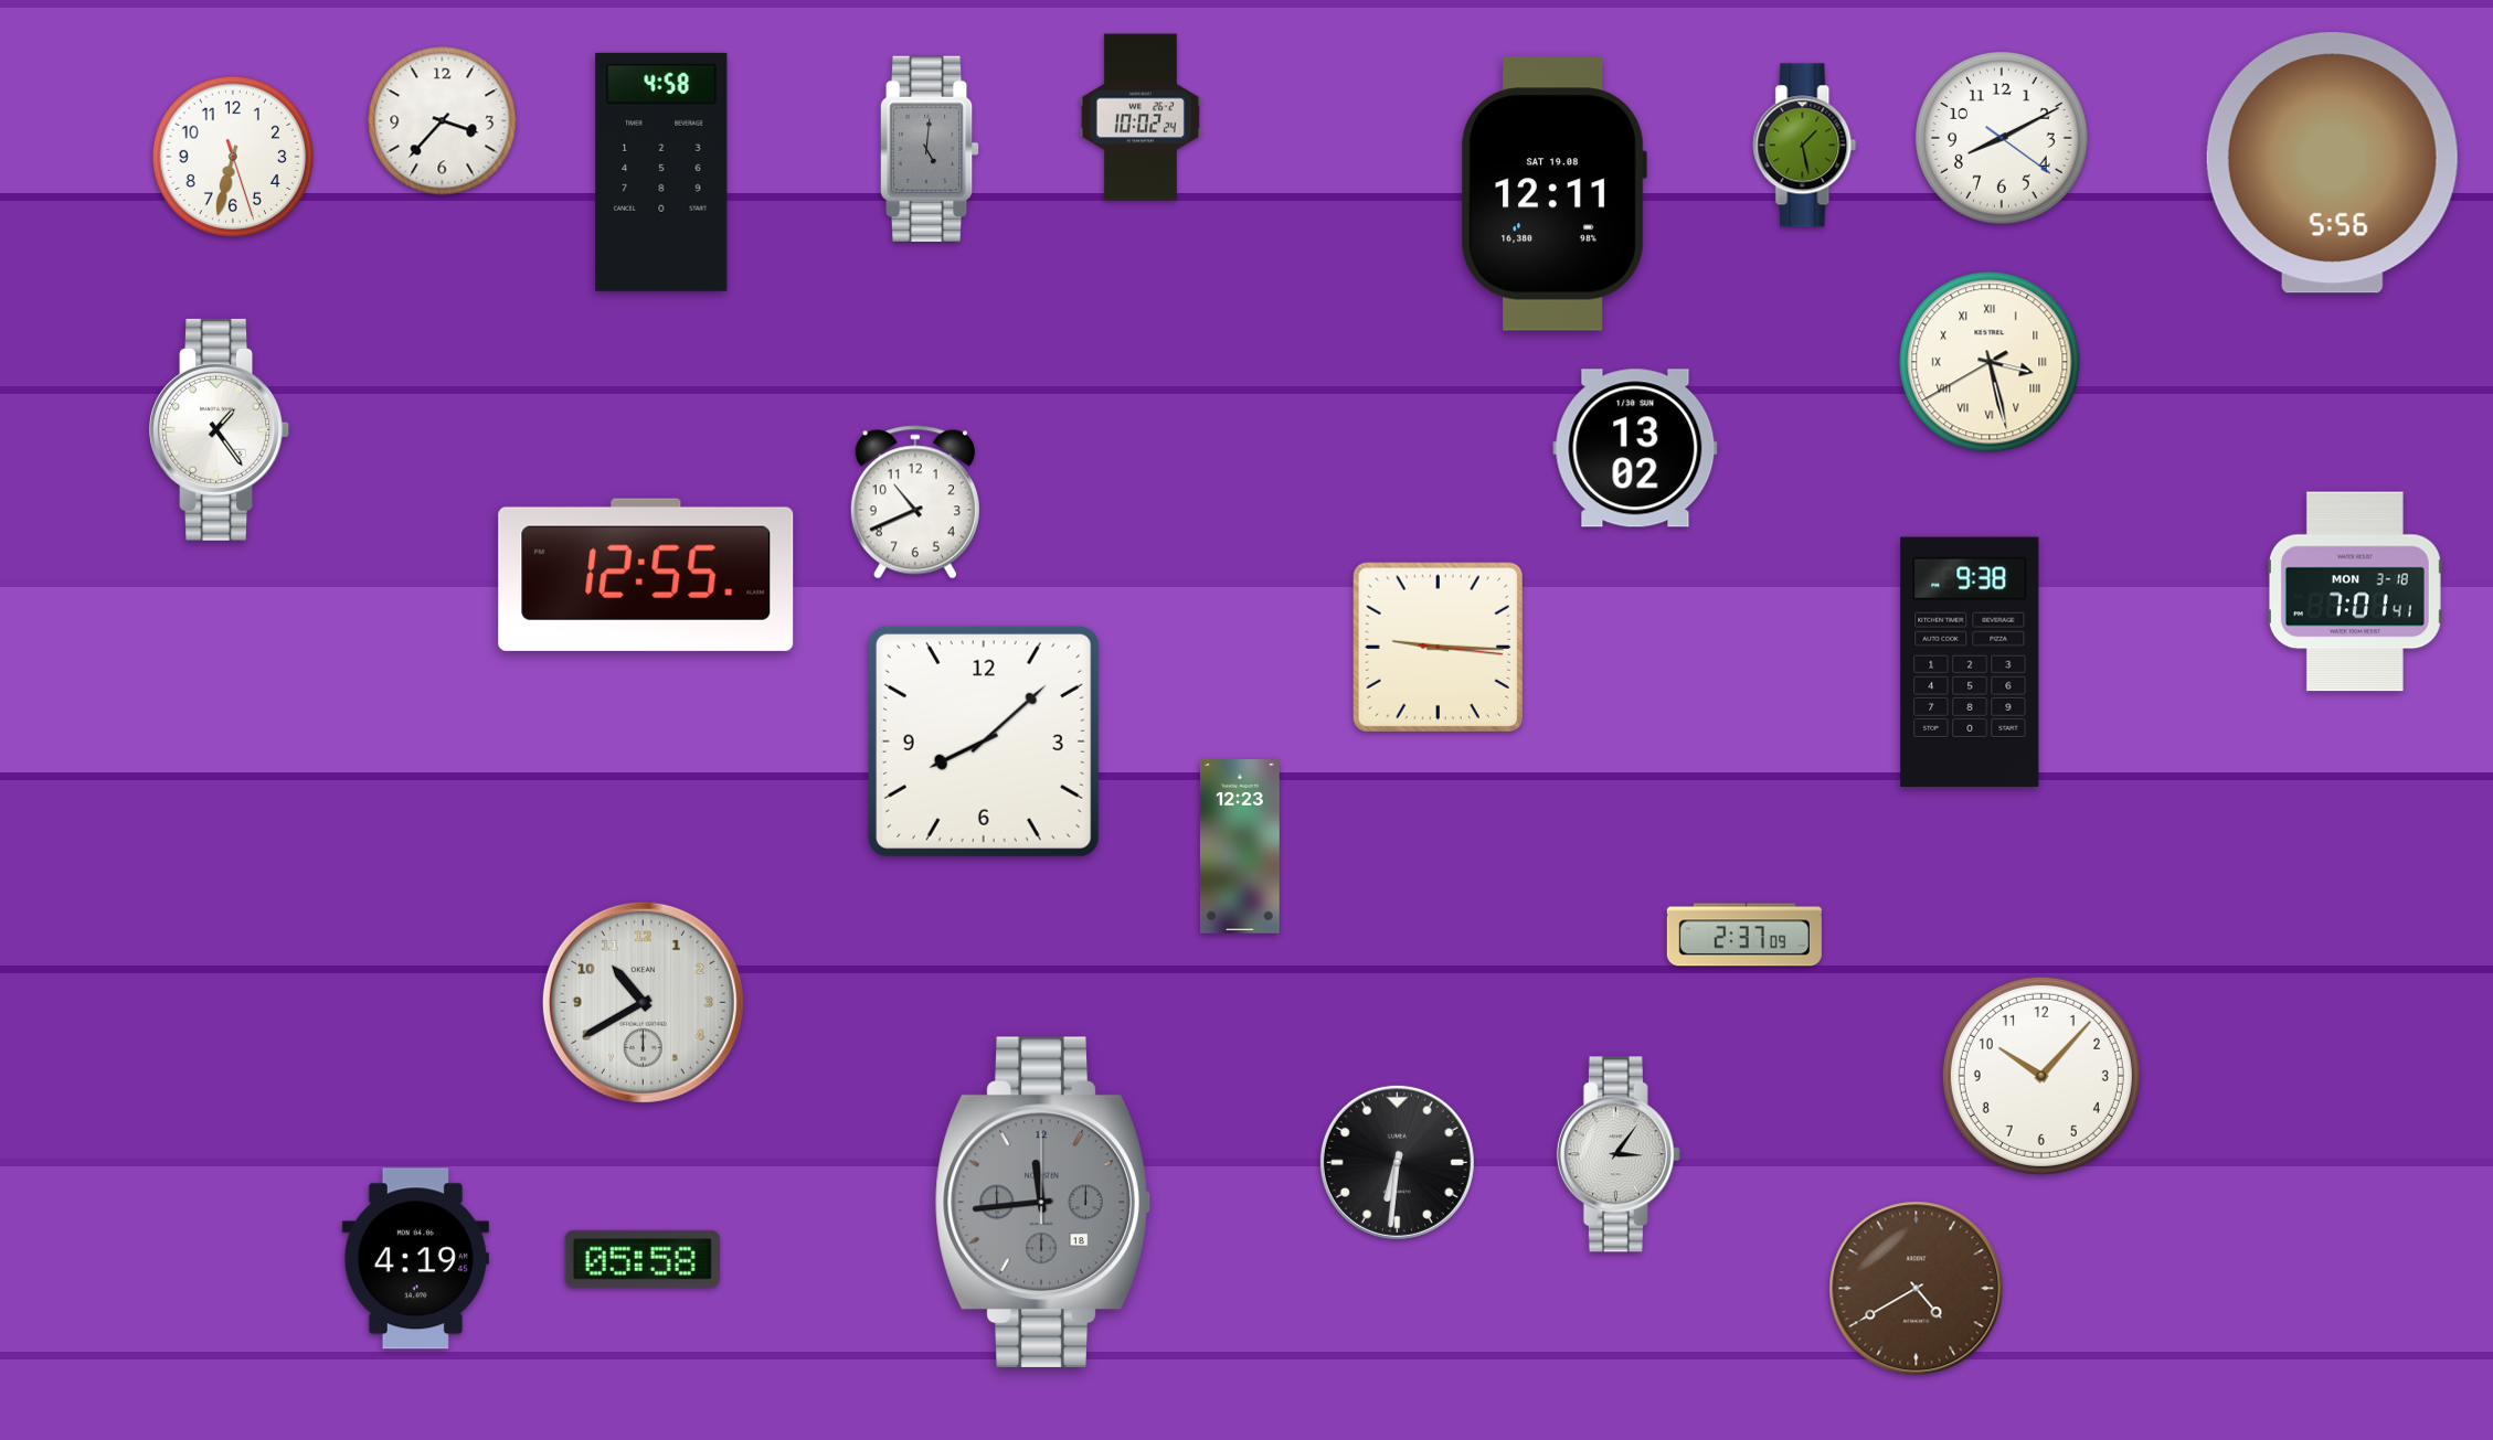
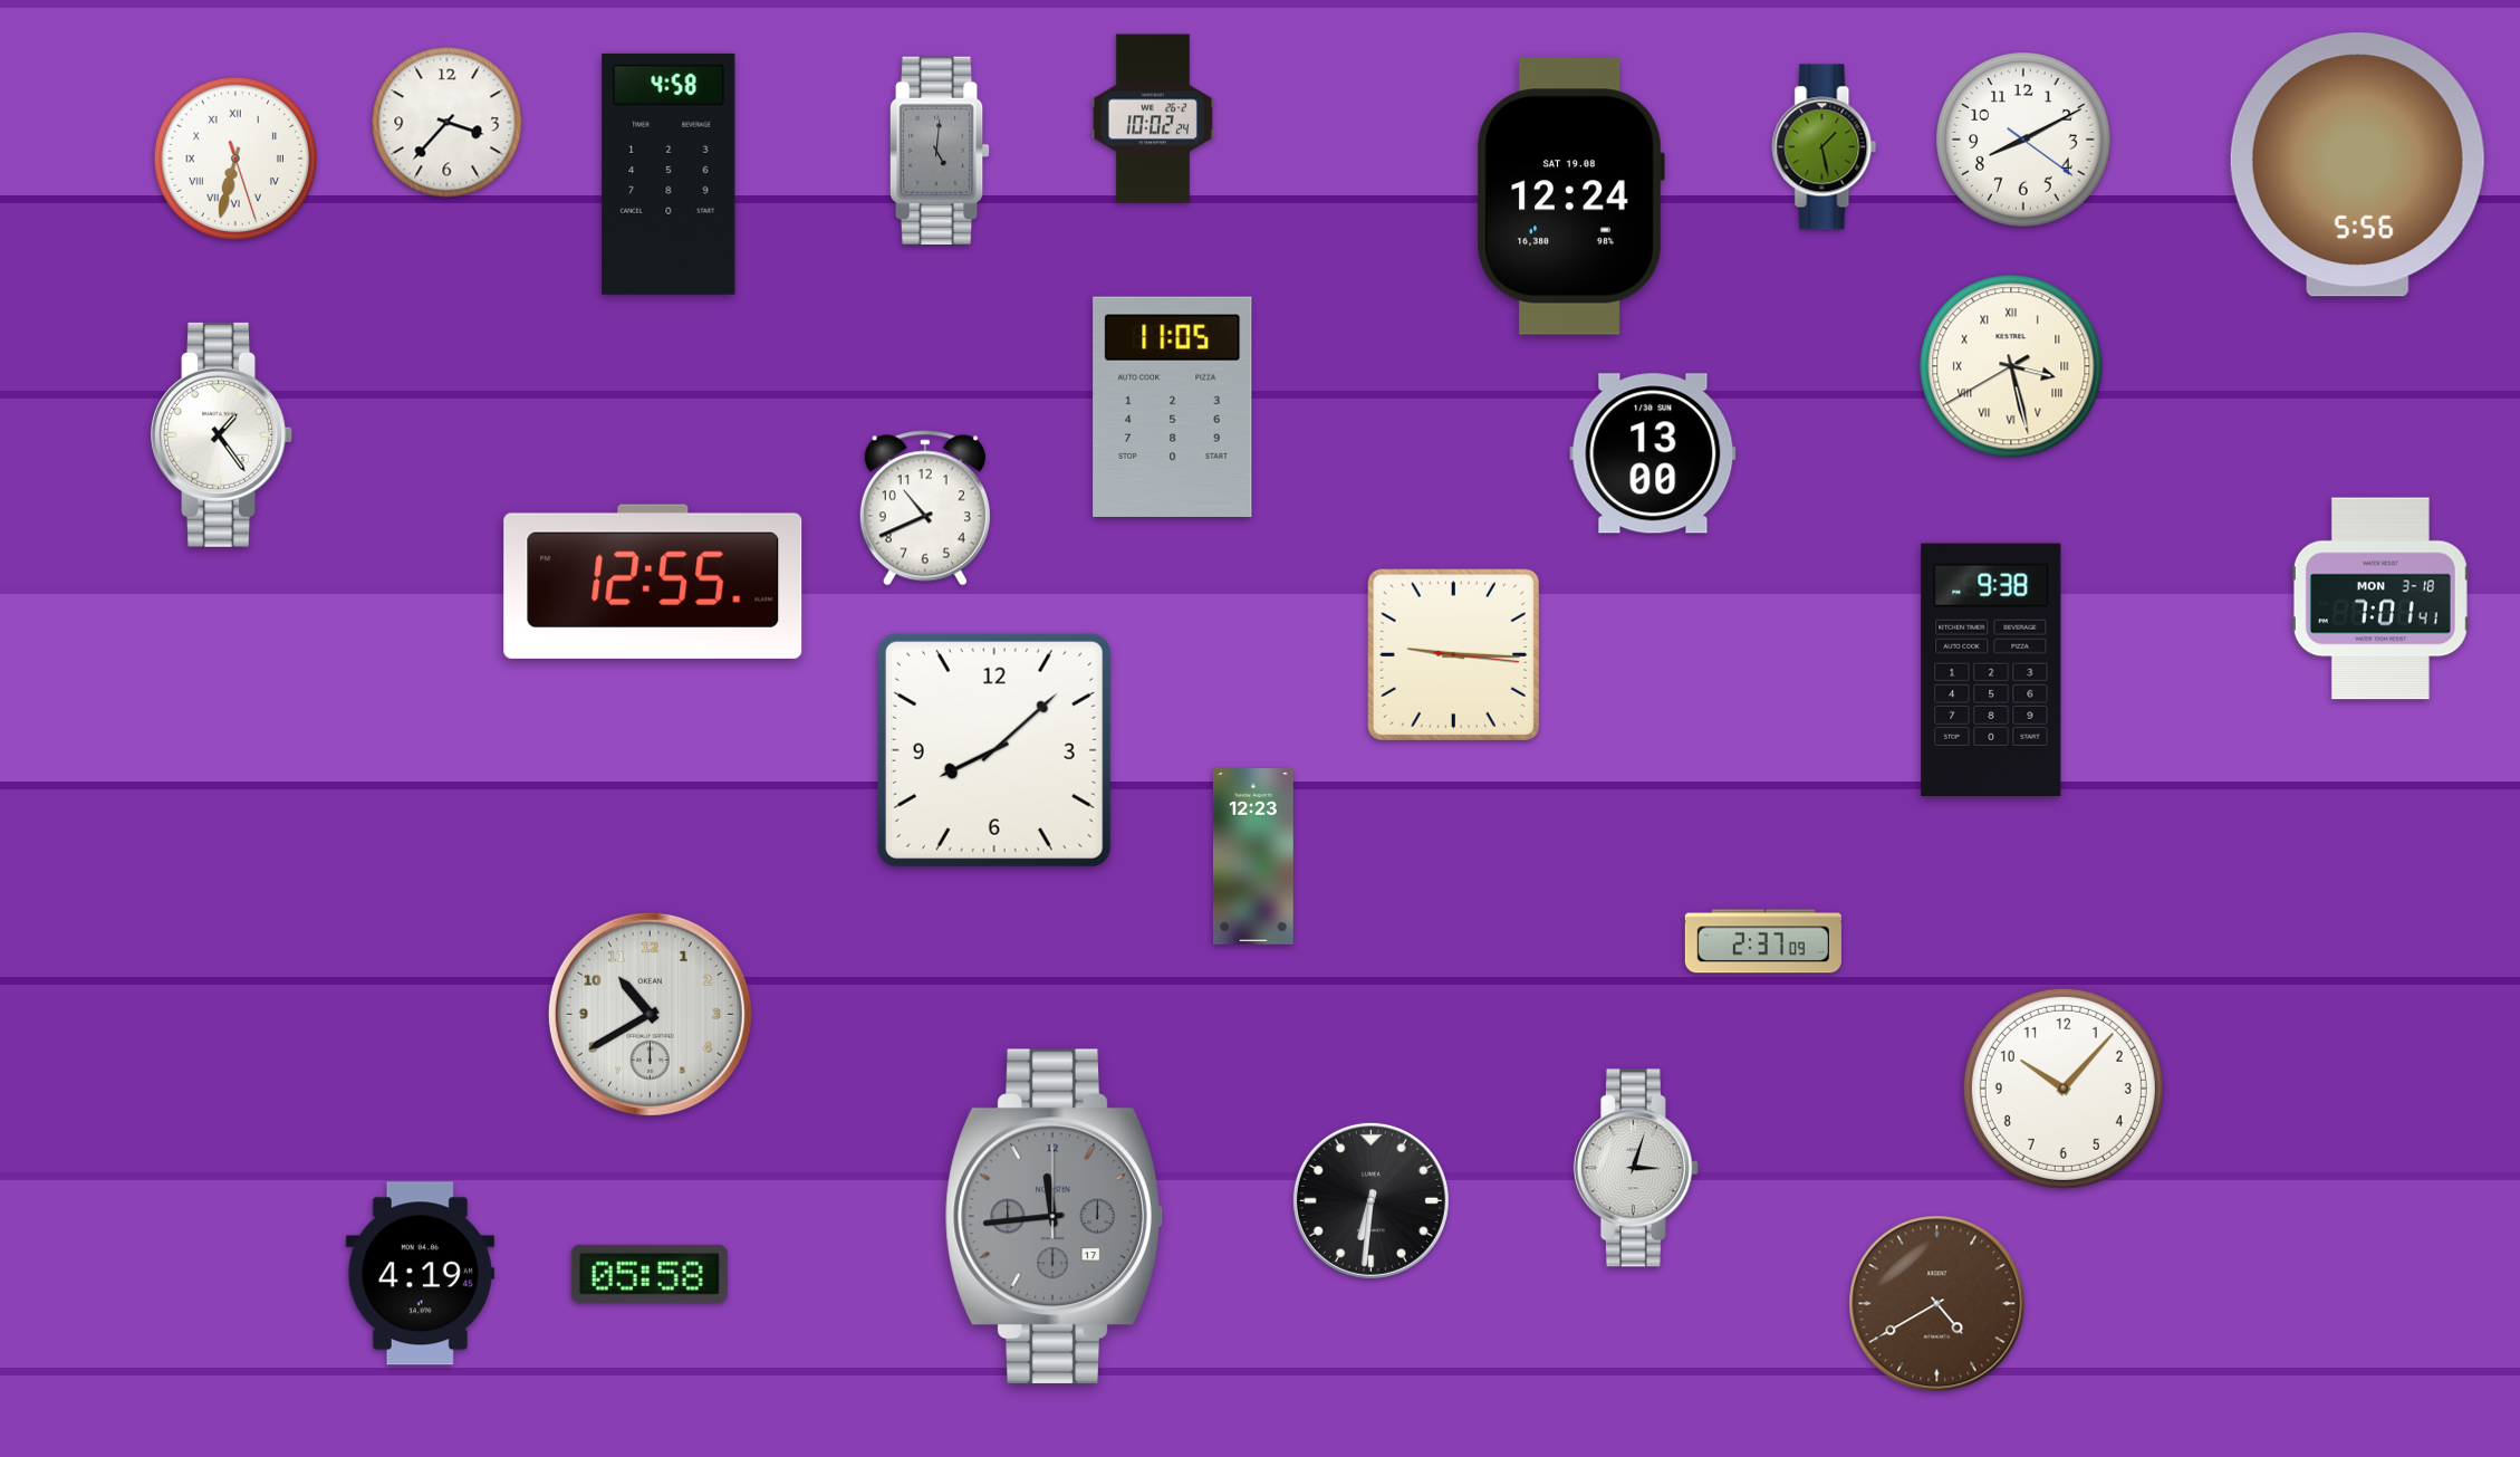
clock at (233, 157) numerals: Arabic -> Roman
clock at (1553, 194): 12:11 -> 12:24
clock at (1173, 406): none -> 11:05
clock at (1635, 448): 13:02 -> 13:00
clock at (1744, 935) position: (1744, 935) -> (1763, 941)
clock at (1619, 1154): 3:06 -> 3:03
clock at (1397, 1162) position: (1397, 1162) -> (1370, 1200)
clock at (1042, 1202) date: 18 -> 17
